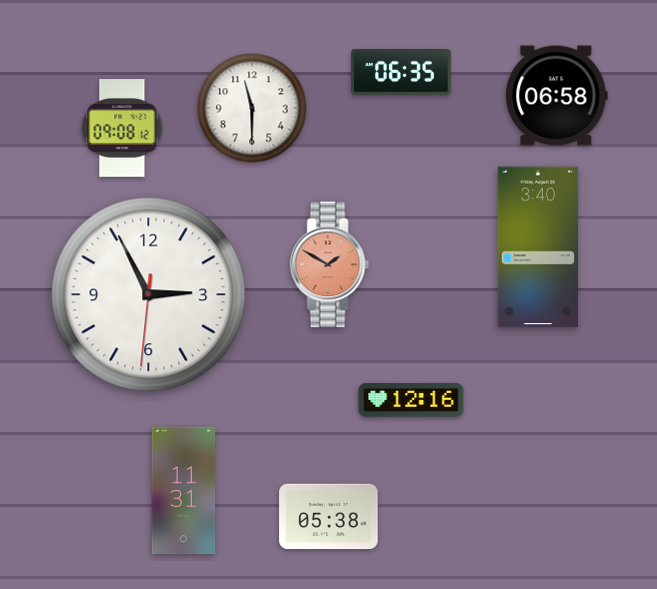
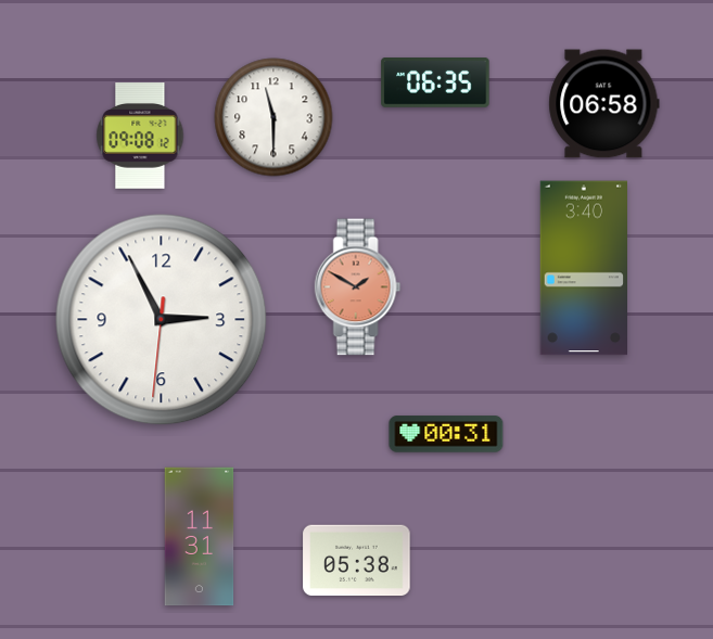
clock at (401, 73) position: (401, 73) -> (435, 84)
clock at (122, 128) position: (122, 128) -> (140, 136)
clock at (411, 400): 12:16 -> 00:31
clock at (184, 491) position: (184, 491) -> (200, 537)
